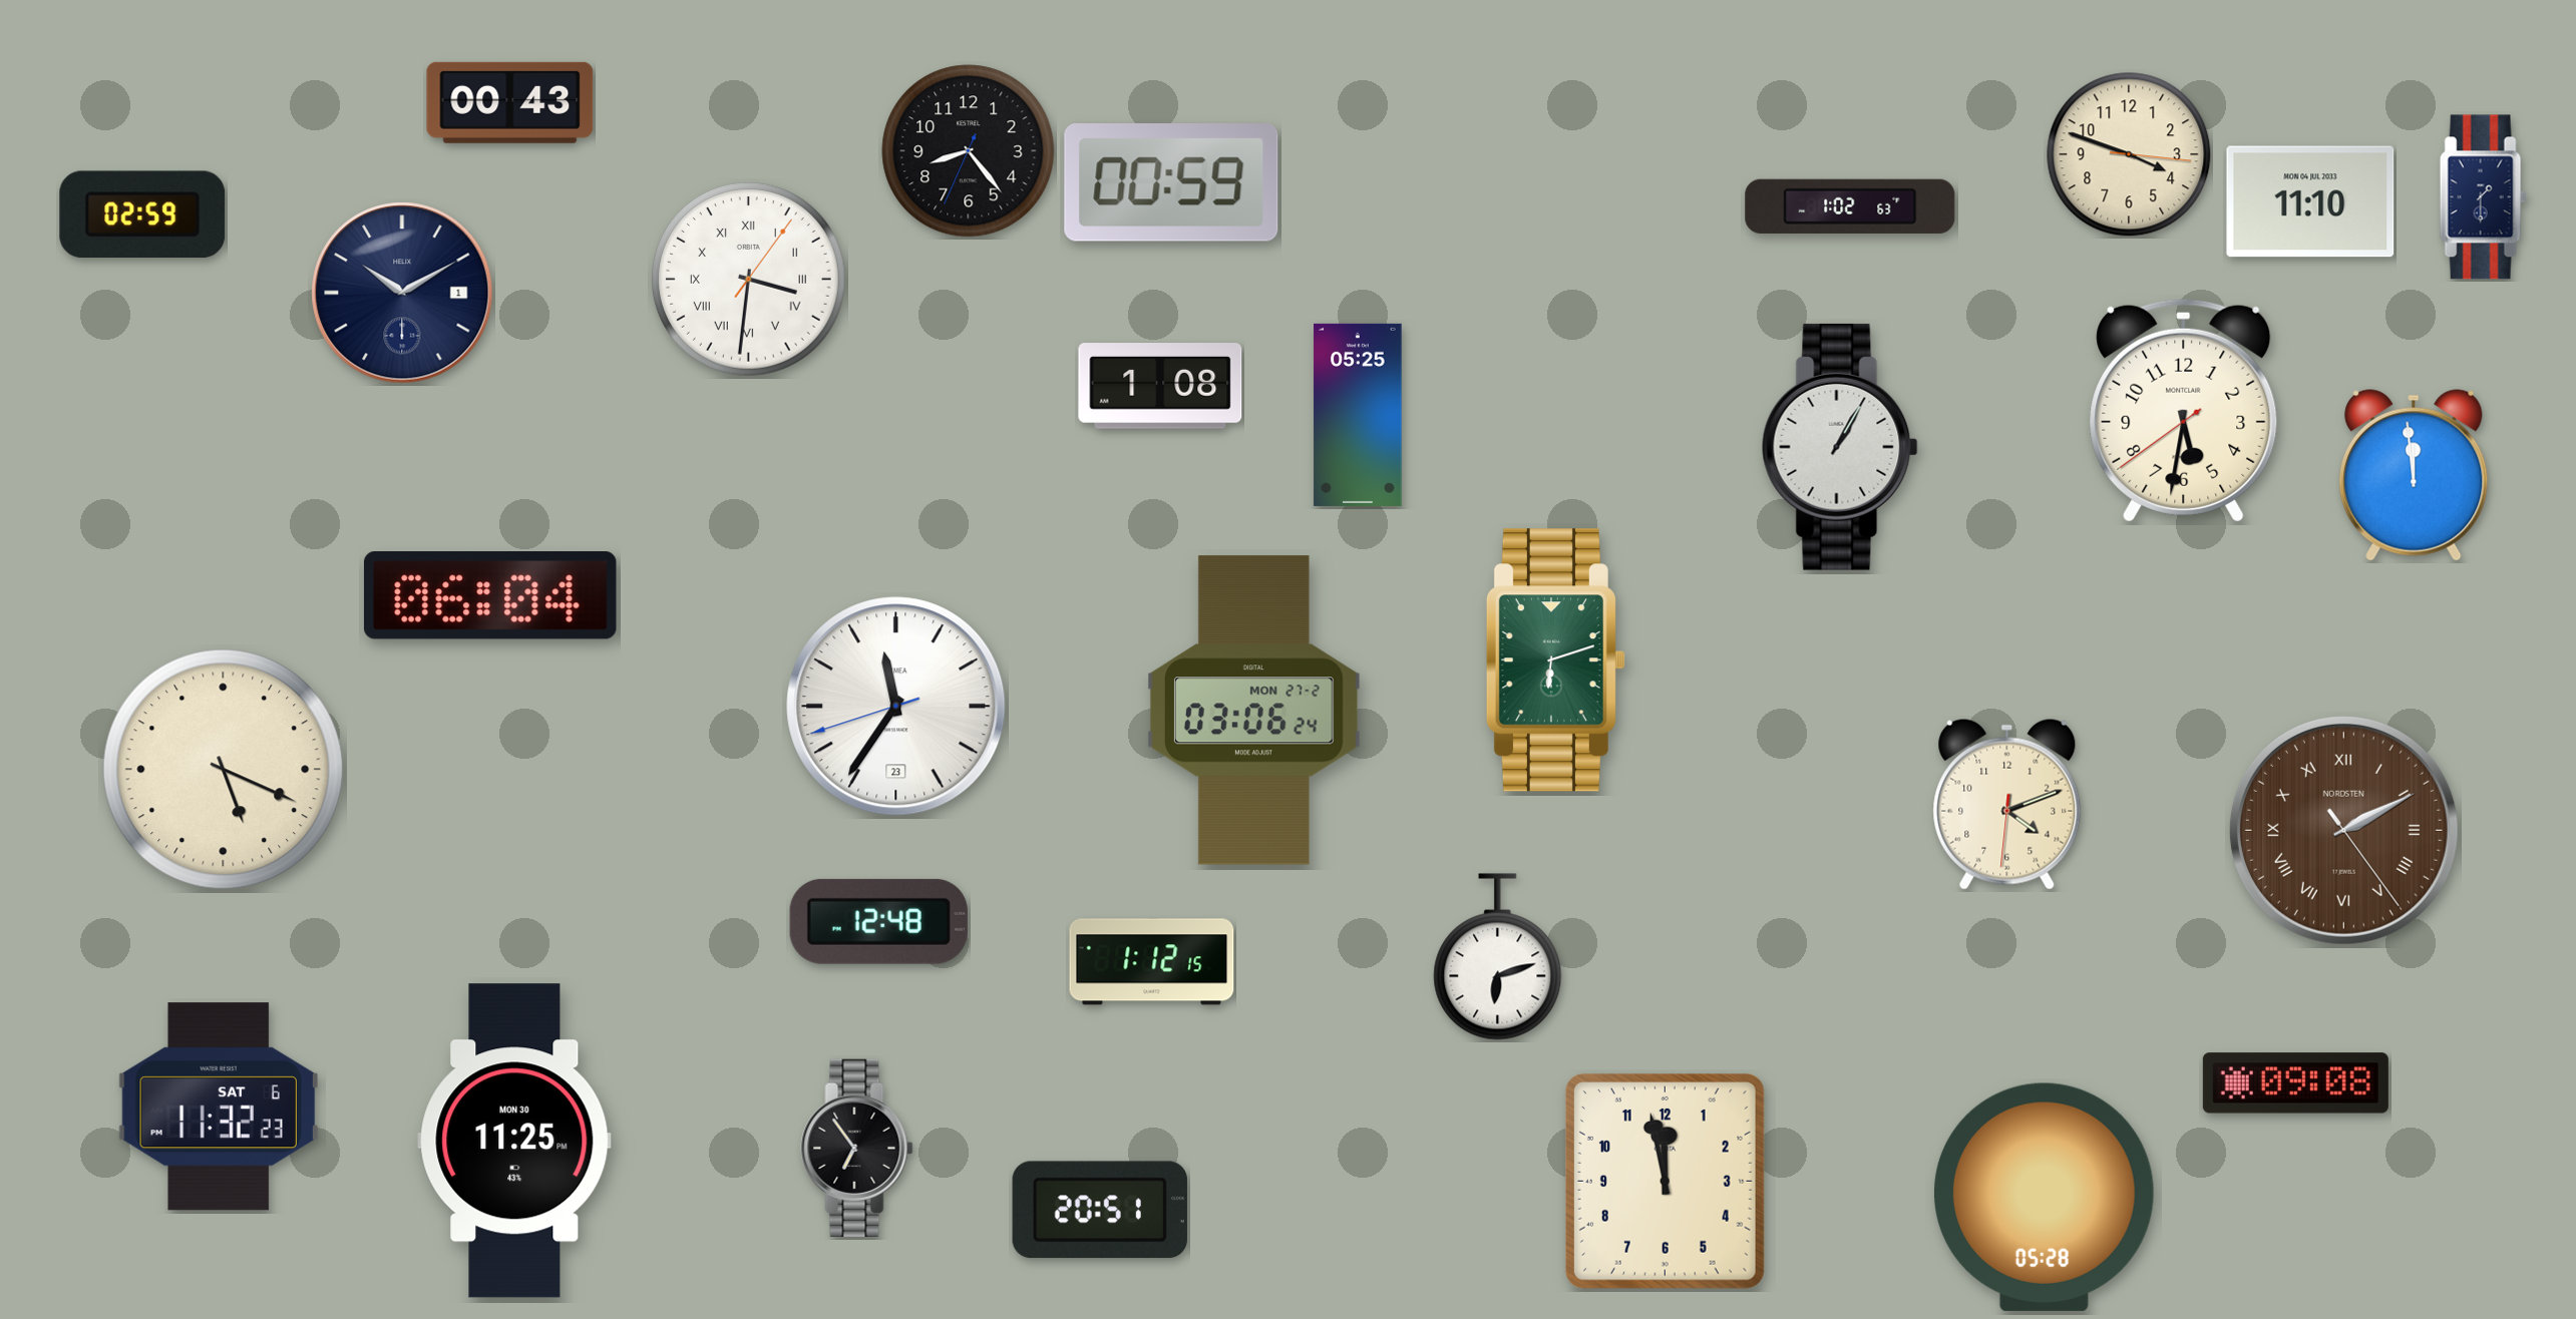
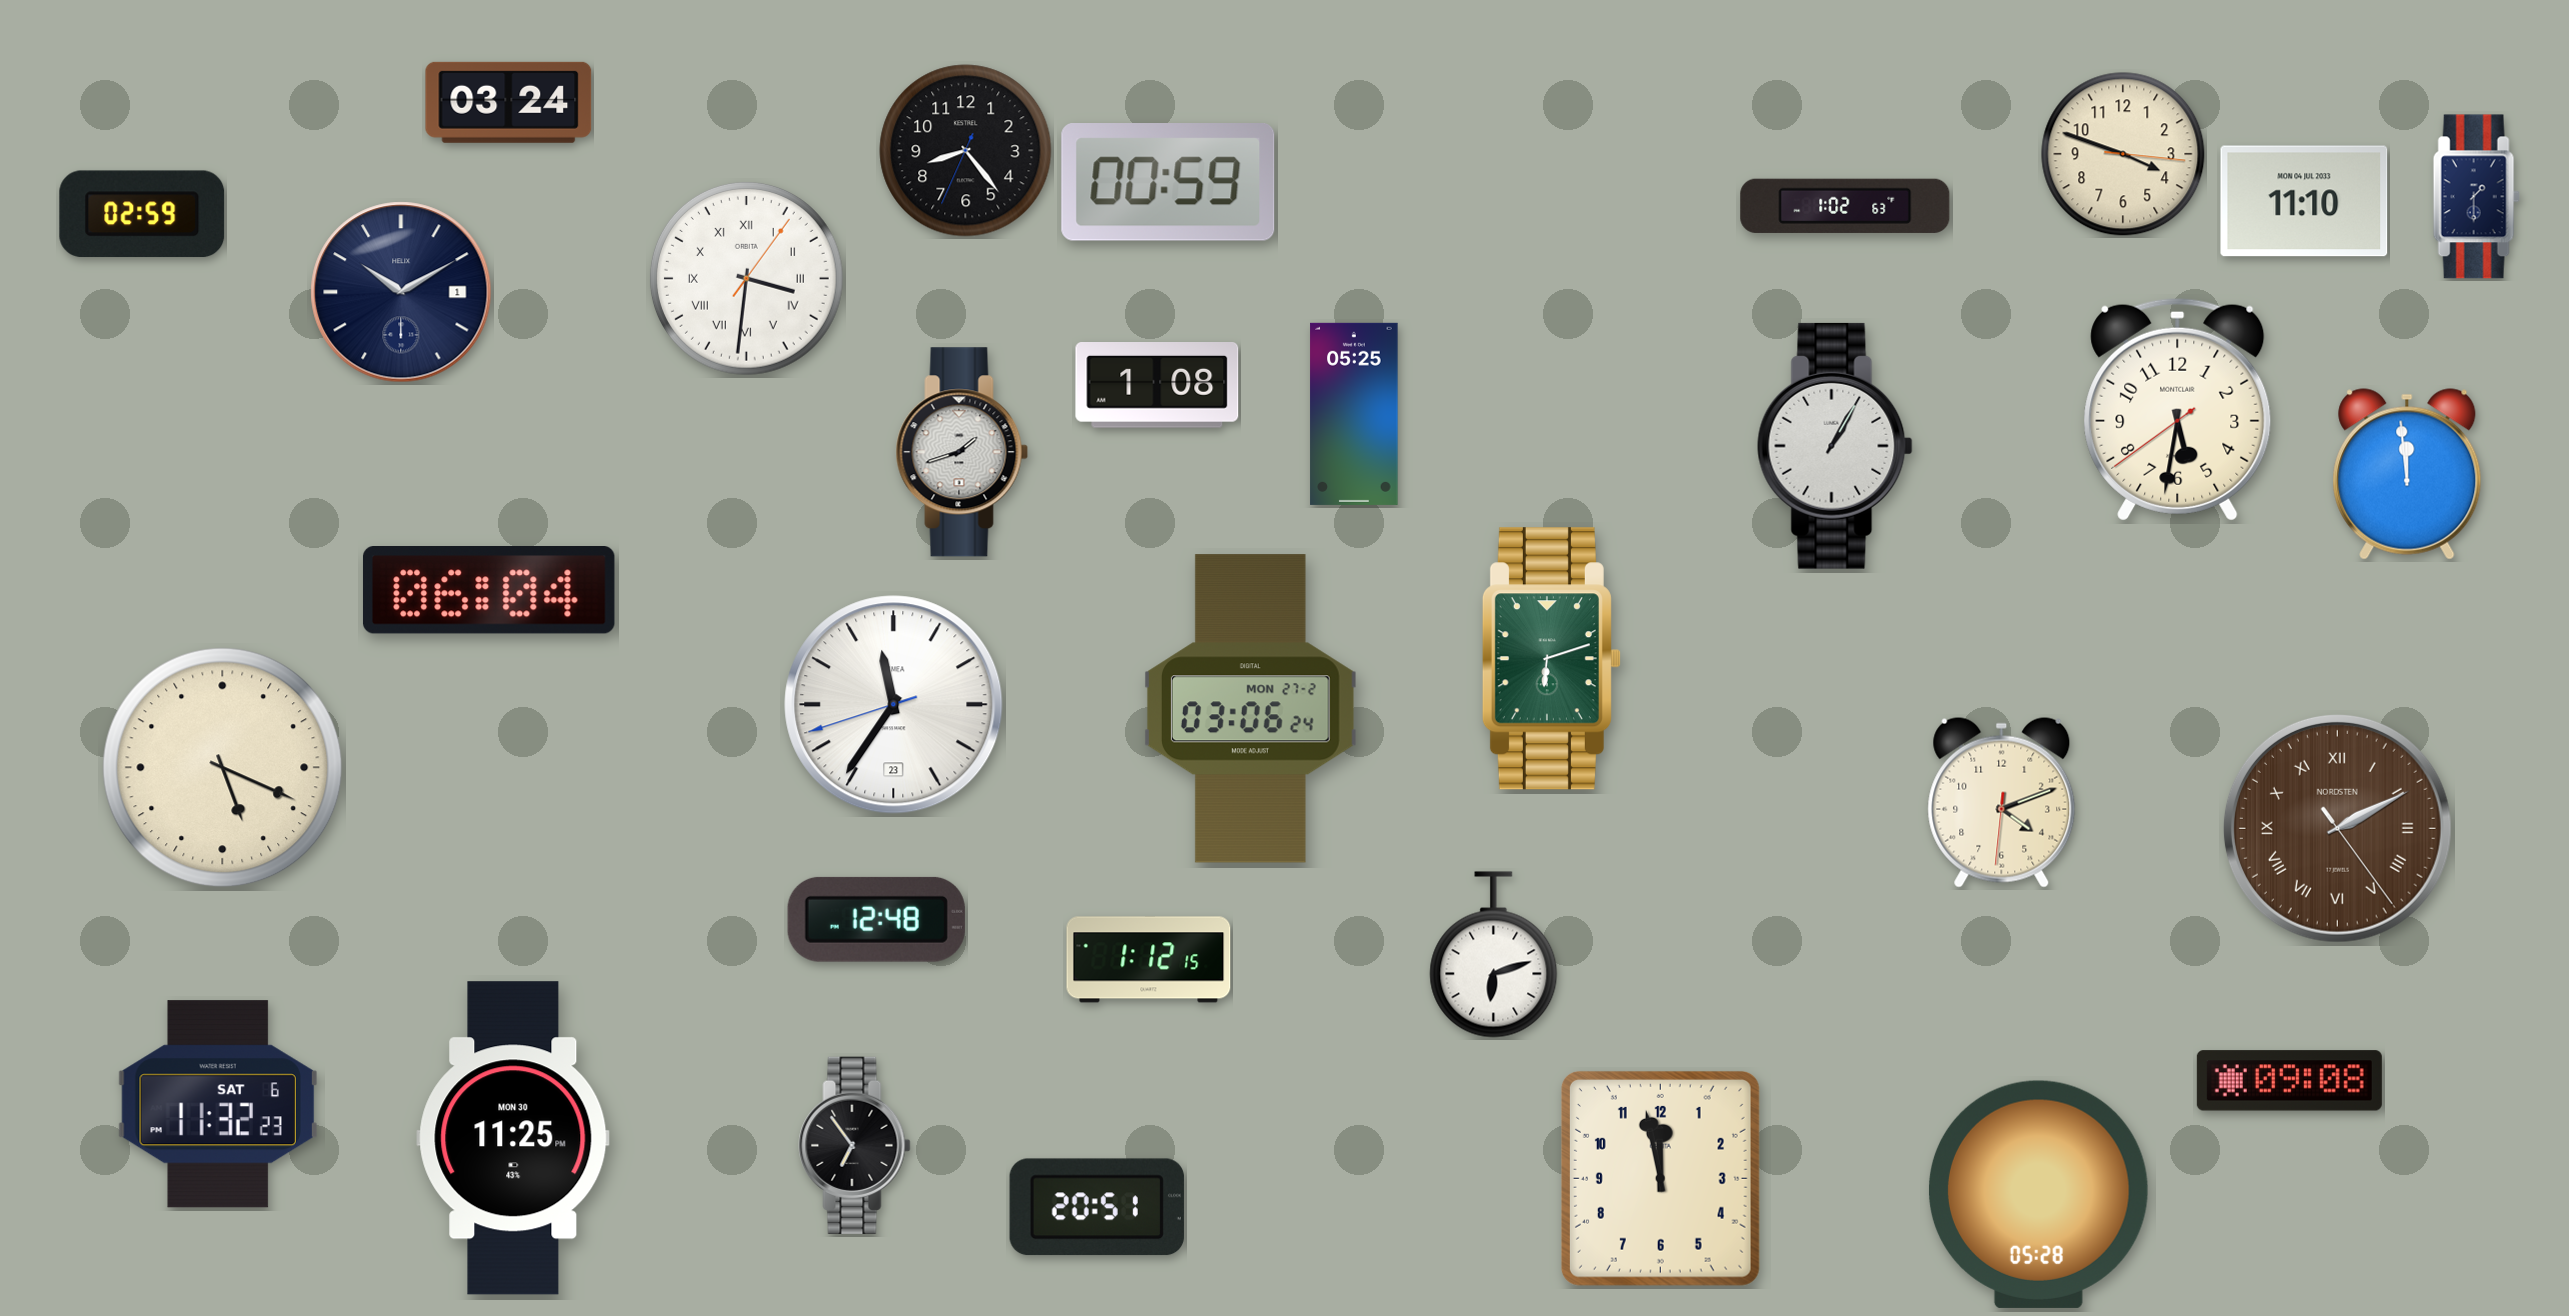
clock at (510, 102): 00:43 -> 03:24
clock at (962, 452): none -> 1:42
clock at (490, 596) position: (490, 596) -> (489, 591)
